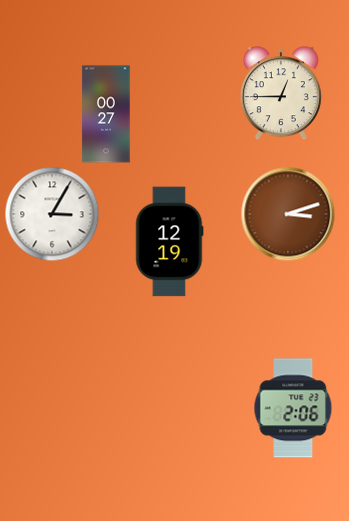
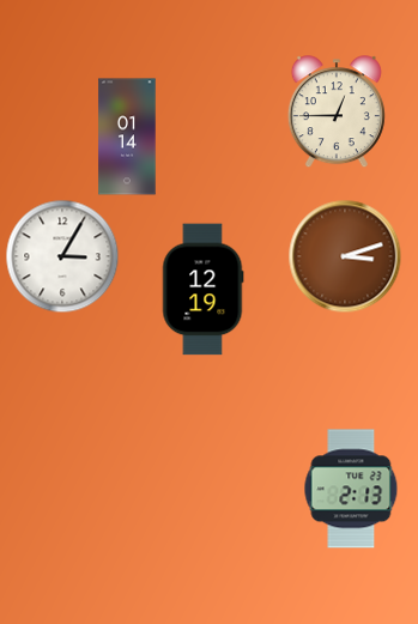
clock at (106, 114): 00:27 -> 01:14
clock at (293, 408): 2:06 -> 2:13
